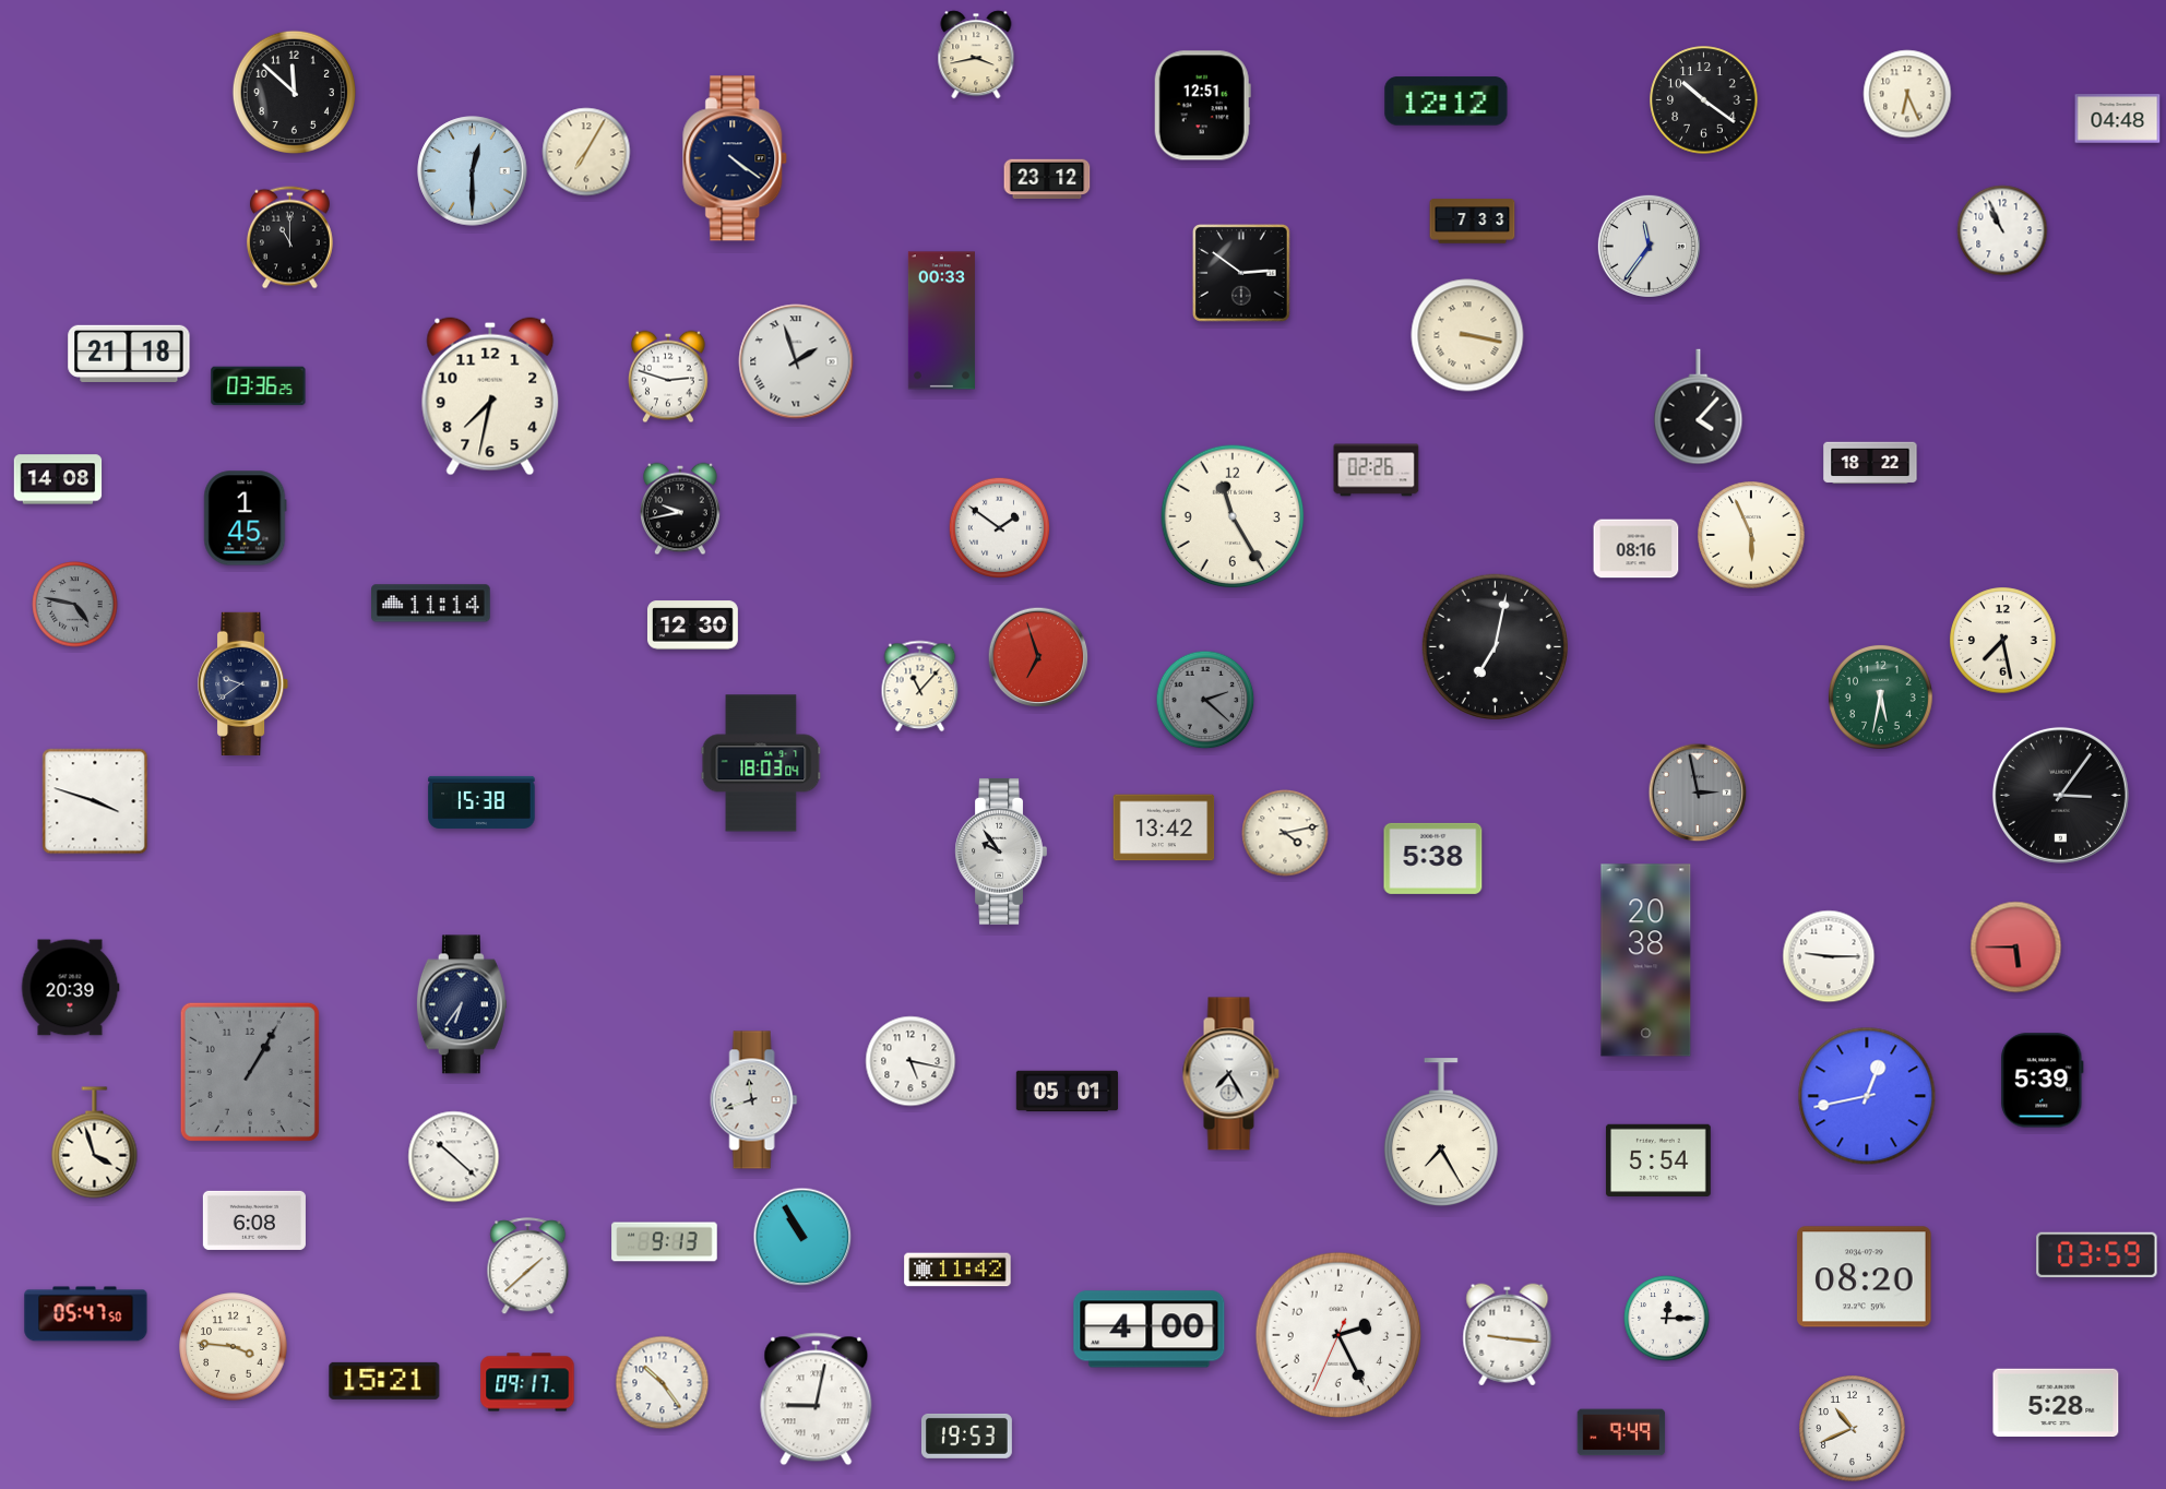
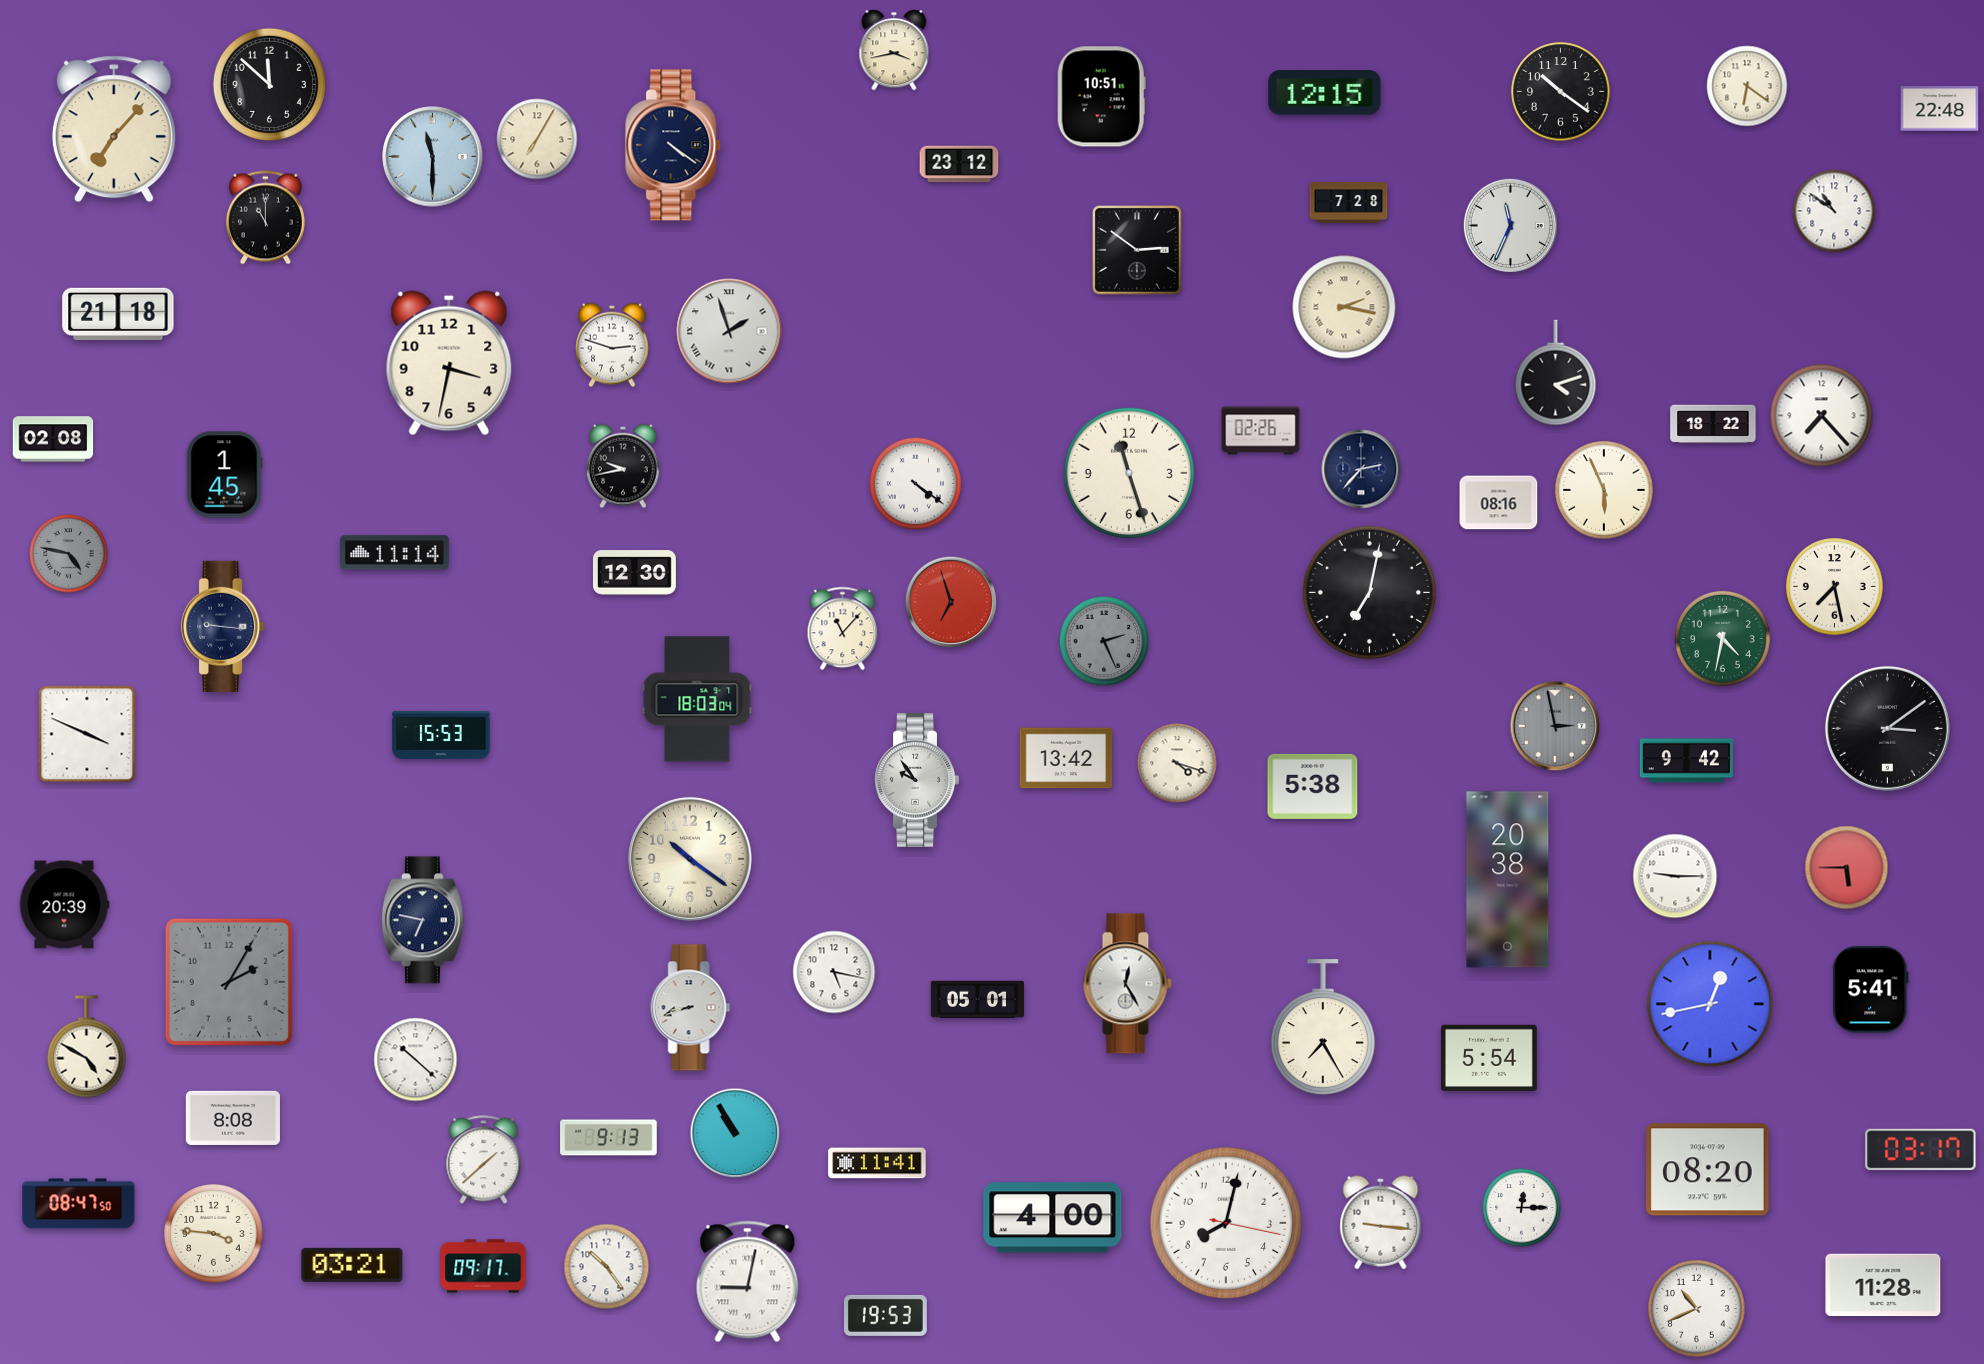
clock at (1907, 94): 6:26 -> 6:21
clock at (1447, 102): 12:12 -> 12:15
clock at (1202, 106): 12:51 -> 10:51
clock at (2118, 119): 04:48 -> 22:48
clock at (114, 129): none -> 7:07
clock at (473, 171): 12:30 -> 11:30
clock at (1473, 222): 7:33 -> 7:28
clock at (2002, 230): 10:56 -> 10:51
clock at (1649, 246): 11:36 -> 11:34
clock at (941, 321): 00:33 -> none
clock at (1467, 335): 3:17 -> 2:17
clock at (129, 354) position: (129, 354) -> (118, 314)
clock at (259, 386): 03:36 -> none
clock at (490, 396): 7:32 -> 3:32
clock at (1699, 407): 4:07 -> 4:12
clock at (1822, 416): none -> 7:23
clock at (58, 479): 14:08 -> 02:08
clock at (1361, 469): none -> 2:37
clock at (1233, 516): 11:25 -> 11:27
clock at (999, 527): 1:51 -> 4:21
clock at (245, 683): 9:39 -> 9:16
clock at (1880, 696): 5:32 -> 4:32
clock at (1205, 700): 2:22 -> 2:26
clock at (2060, 795): 3:06 -> 3:09
clock at (95, 801): 3:48 -> 3:49
clock at (481, 802): 15:38 -> 15:53
clock at (1687, 761): none -> 9:42
clock at (1285, 833): 4:13 -> 4:18
clock at (690, 859): none -> 10:21
clock at (462, 1004): 6:36 -> 6:47
clock at (250, 1072): 1:05 -> 2:05
clock at (1230, 1074): 7:25 -> 12:25
clock at (2043, 1081): 5:39 -> 5:41
clock at (754, 1100): 11:42 -> 8:42
clock at (1441, 1133) position: (1441, 1133) -> (1323, 1028)
clock at (95, 1143): 3:57 -> 4:50
clock at (1658, 1160) position: (1658, 1160) -> (1489, 1058)
clock at (254, 1220): 6:08 -> 8:08
clock at (2097, 1255): 03:59 -> 03:17
clock at (957, 1270): 11:42 -> 11:41
clock at (86, 1314): 05:47 -> 08:47
clock at (1667, 1319) position: (1667, 1319) -> (1522, 1208)
clock at (1338, 1335): 2:25 -> 8:02
clock at (384, 1381): 15:21 -> 03:21
clock at (2056, 1403): 5:28 -> 11:28
clock at (1621, 1432): 9:49 -> none
